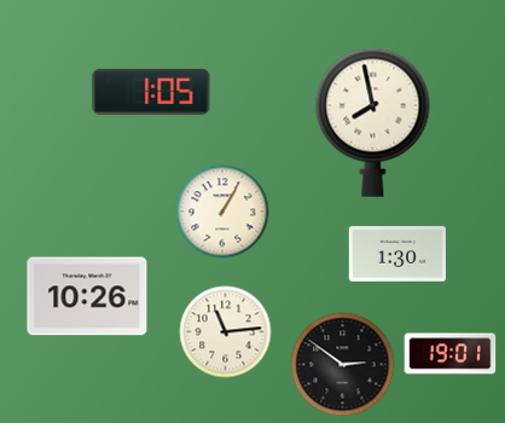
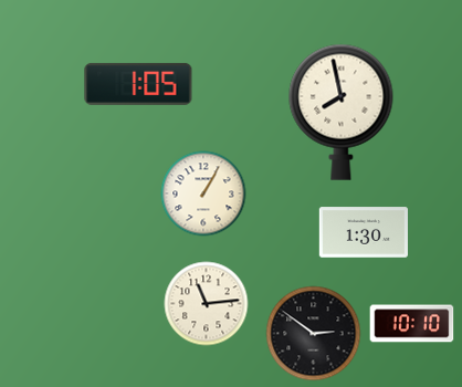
clock at (87, 296): 10:26 -> none
clock at (451, 354): 19:01 -> 10:10
